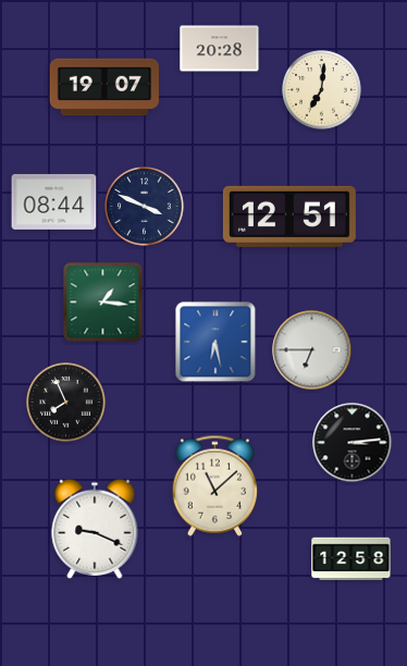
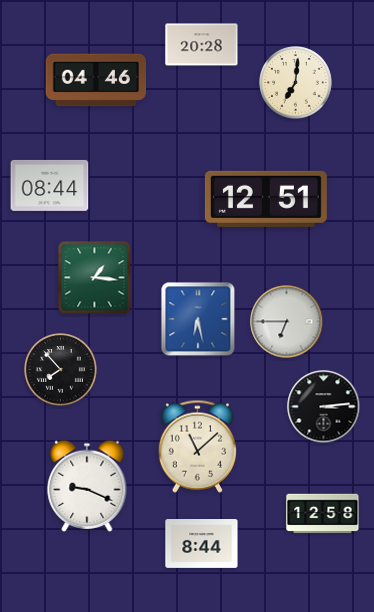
clock at (103, 87): 19:07 -> 04:46
clock at (145, 207): 3:49 -> none
clock at (215, 342) position: (215, 342) -> (198, 319)
clock at (66, 403): 7:56 -> 7:53
clock at (202, 544): none -> 8:44
